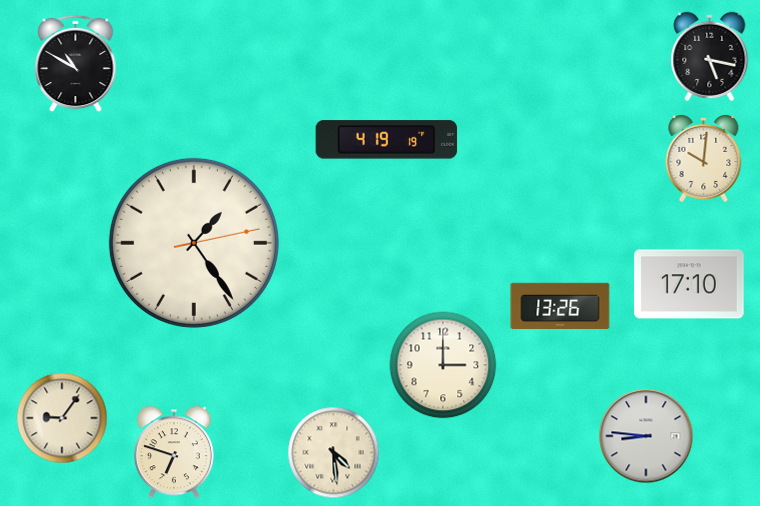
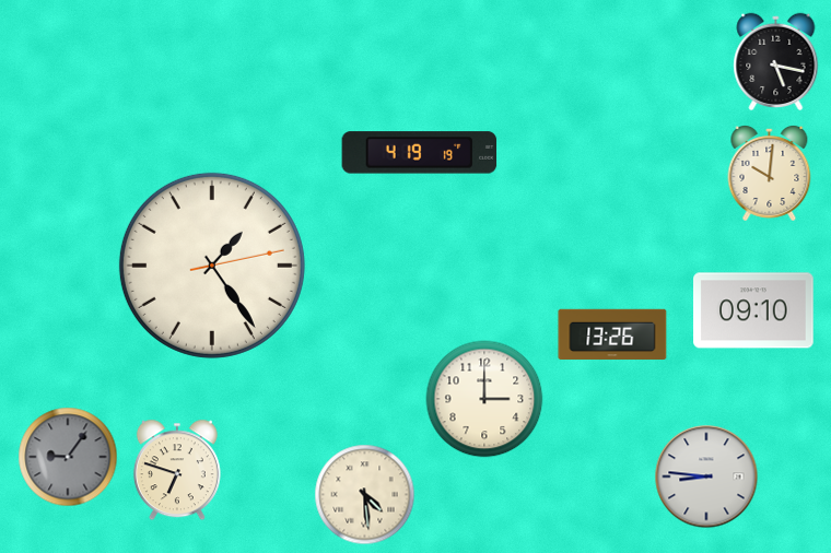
clock at (76, 64): 10:50 -> none
clock at (387, 140) position: (387, 140) -> (420, 153)
clock at (689, 284): 17:10 -> 09:10
clock at (62, 418) dial: cream -> grey
clock at (174, 452) position: (174, 452) -> (177, 470)
